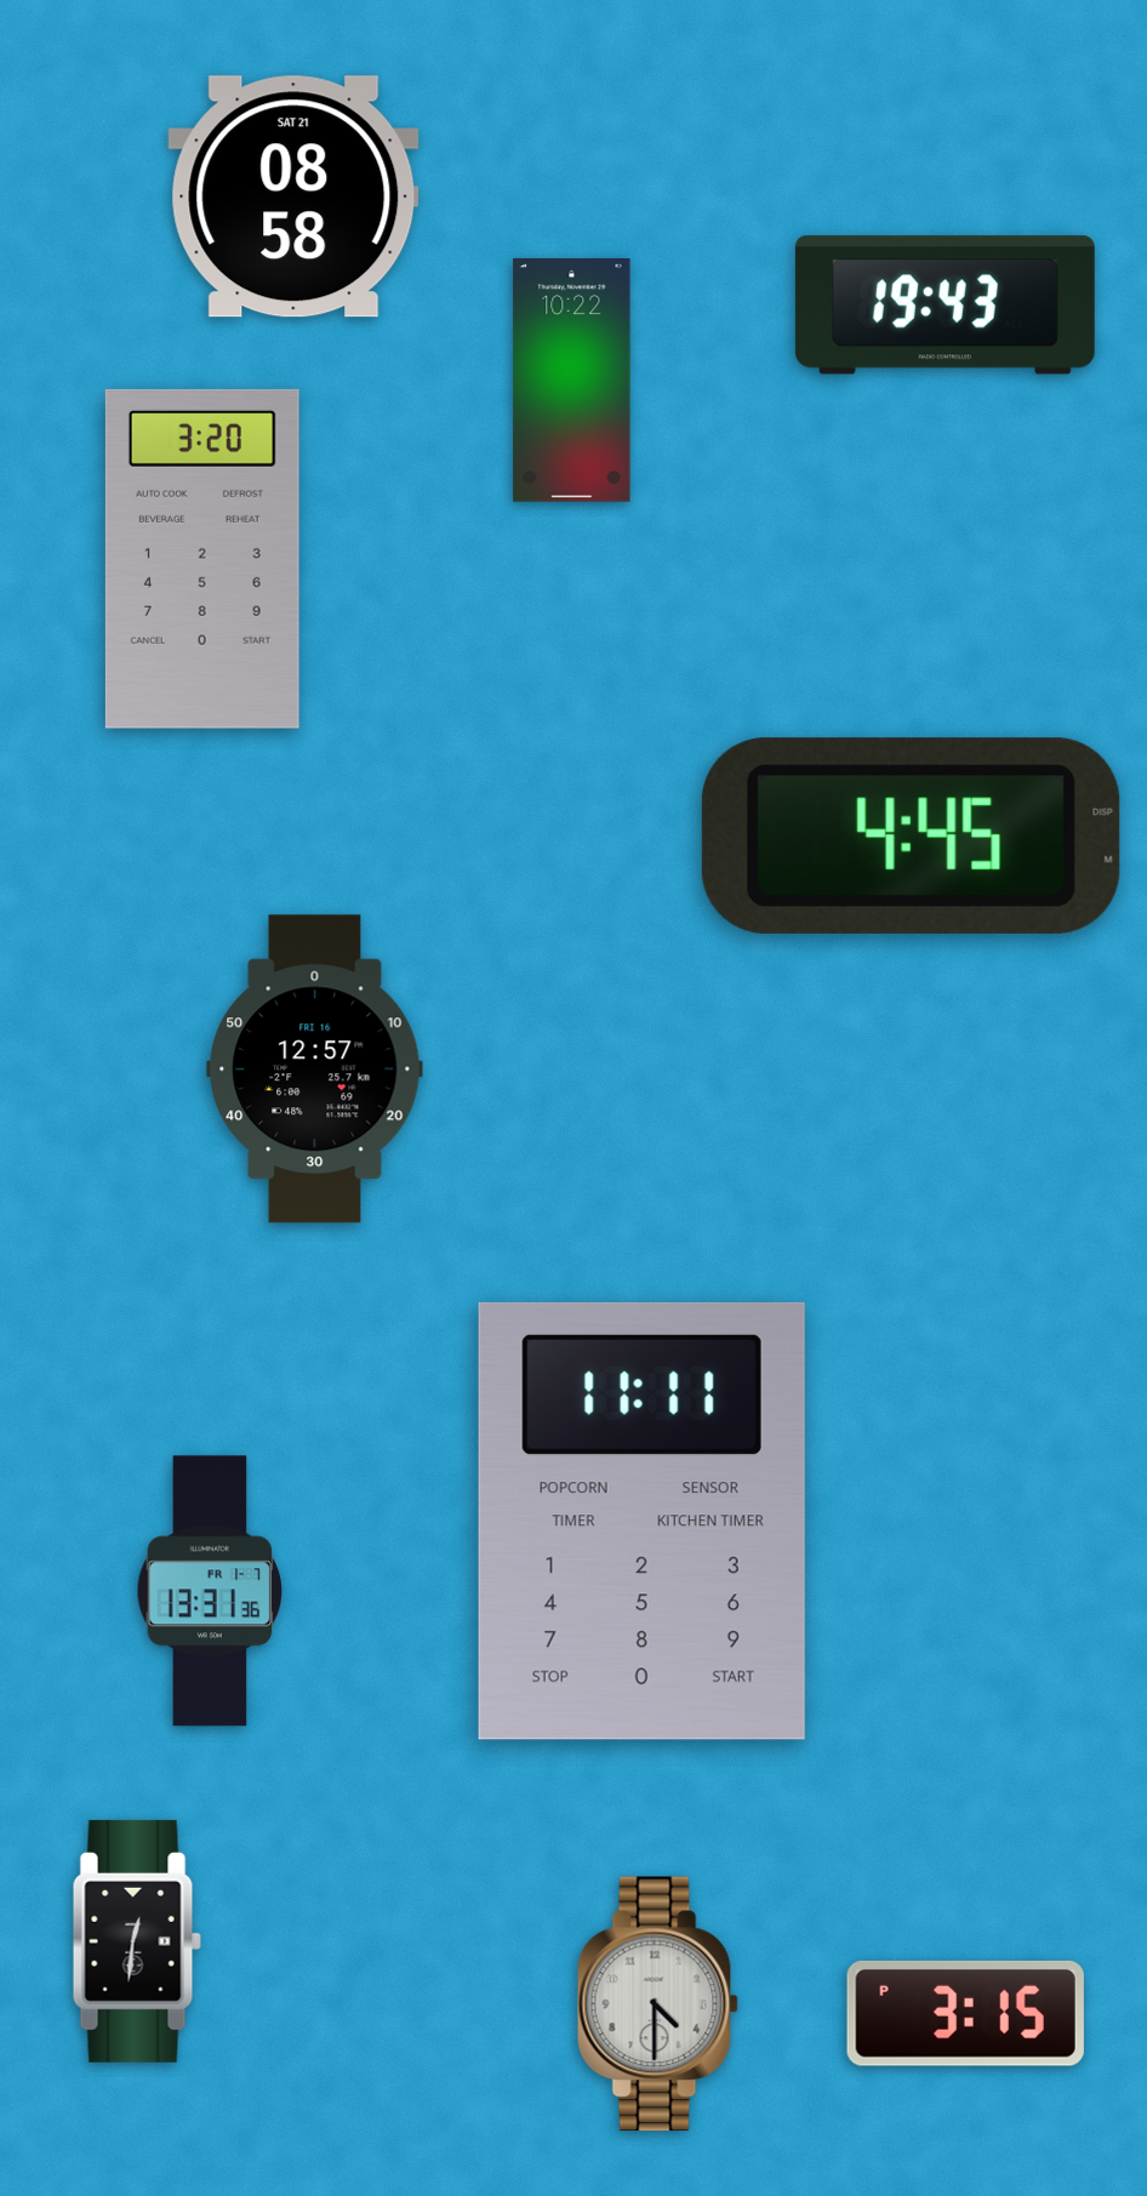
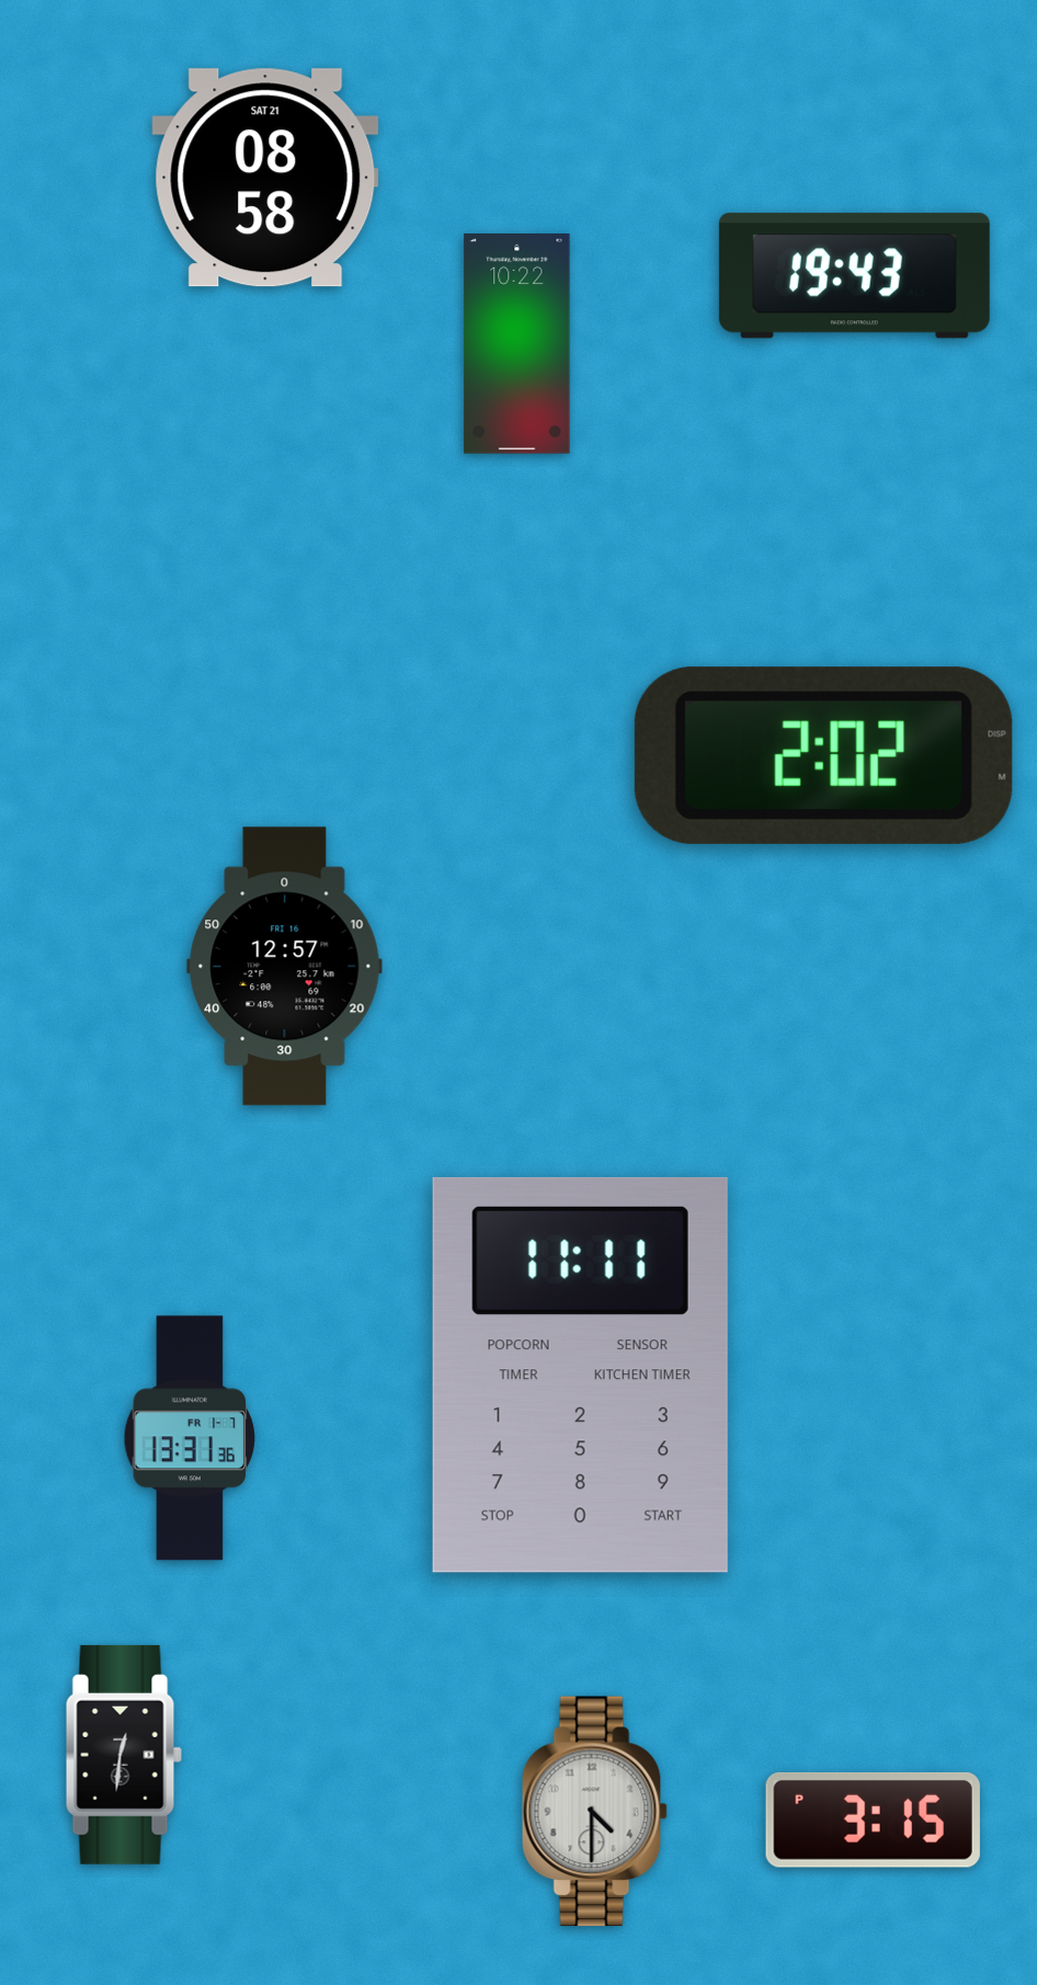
clock at (202, 559): 3:20 -> none
clock at (911, 835): 4:45 -> 2:02
